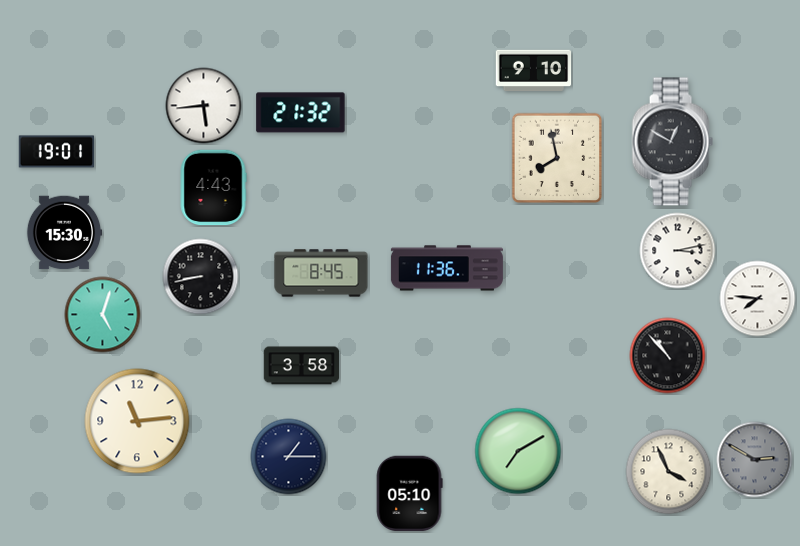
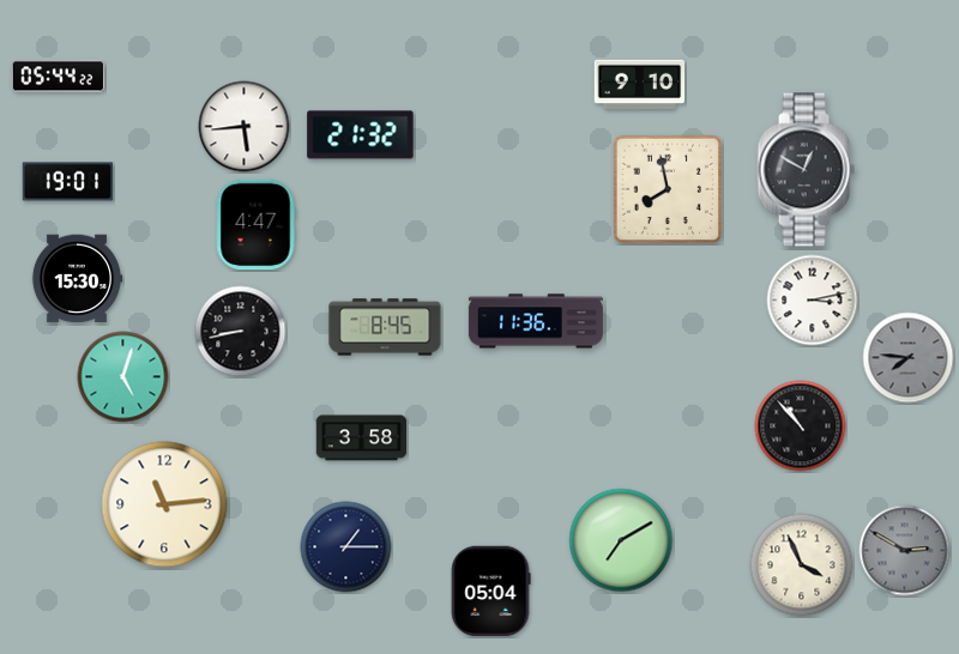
clock at (58, 77): none -> 05:44
clock at (213, 188): 4:43 -> 4:47
clock at (758, 299) dial: white -> grey
clock at (409, 494): 05:10 -> 05:04
